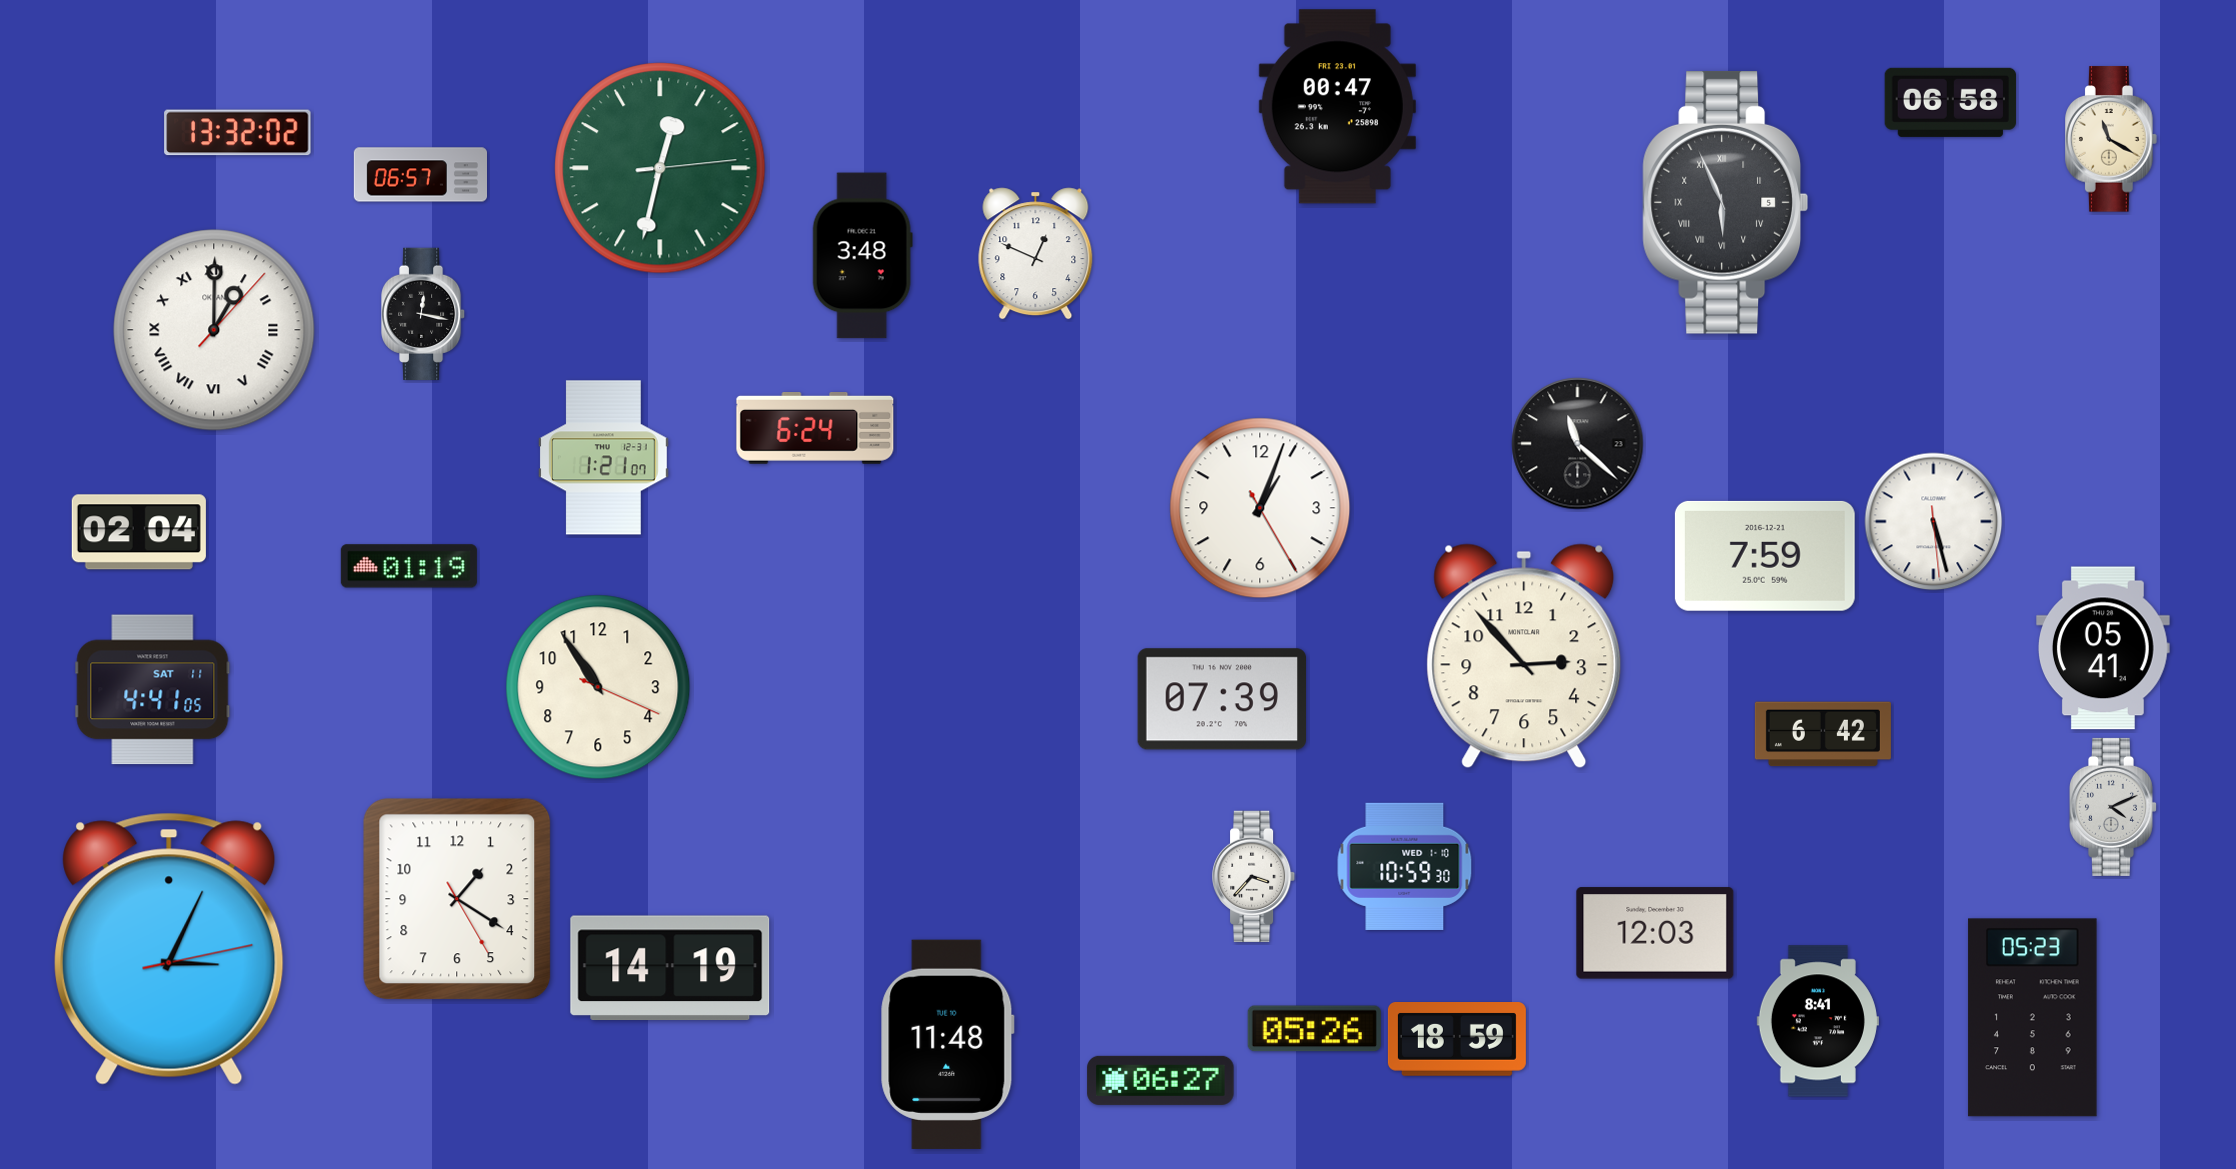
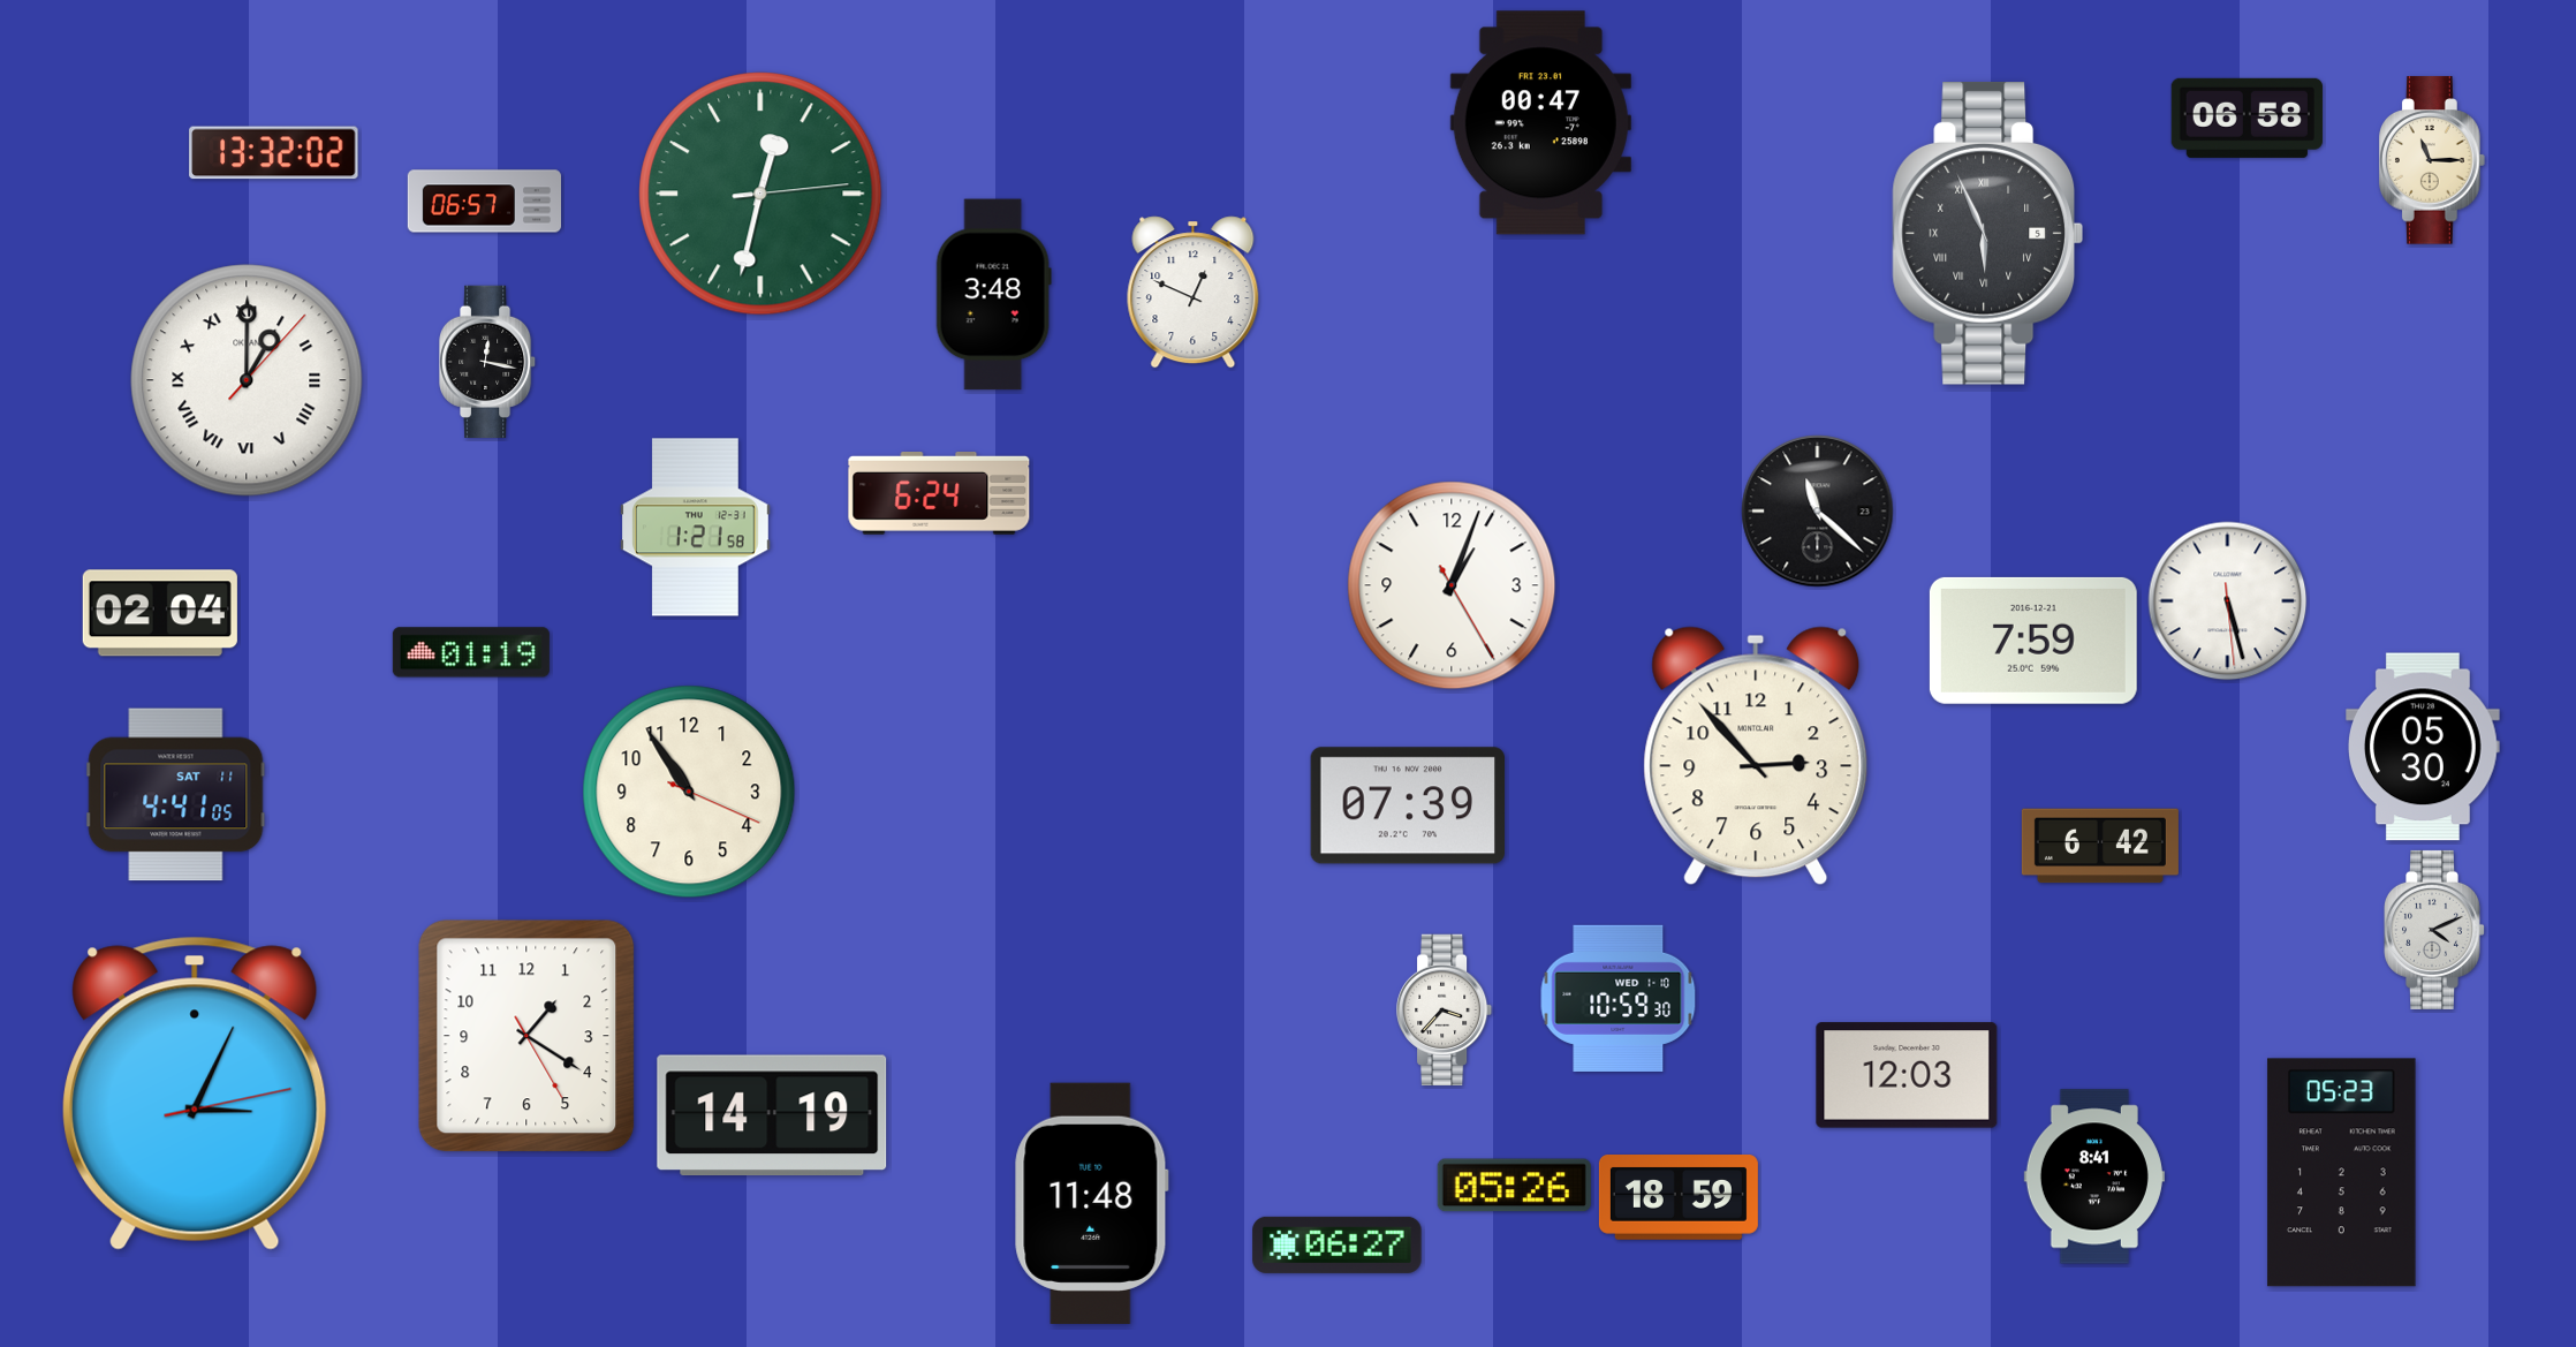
clock at (2112, 139): 11:20 -> 11:15
clock at (603, 458): 1:21:07 -> 1:21:58
clock at (2104, 648): 05:41 -> 05:30
